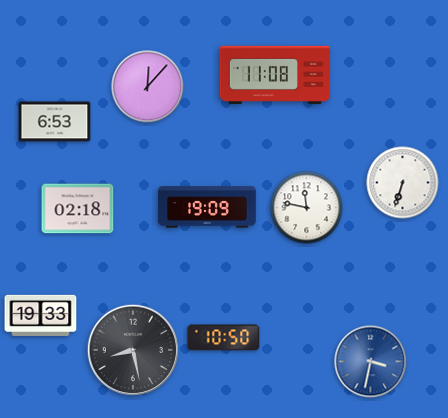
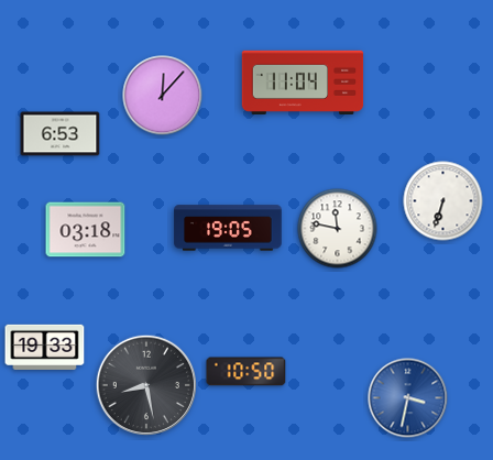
clock at (275, 75): 11:08 -> 11:04
clock at (207, 207): 19:09 -> 19:05
clock at (78, 209): 02:18 -> 03:18
